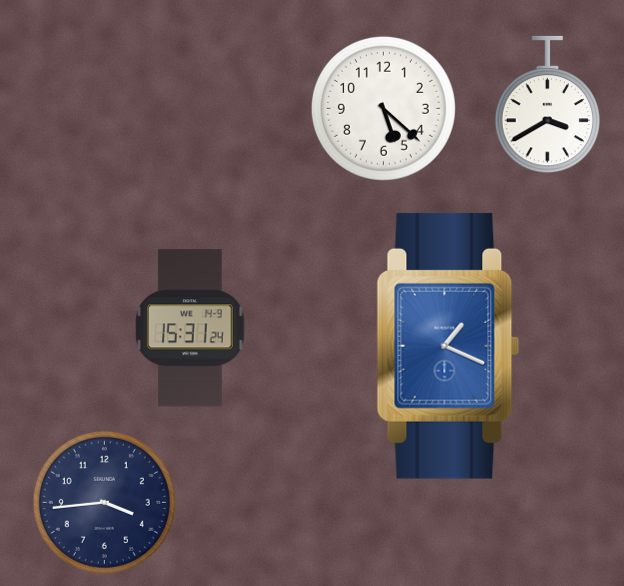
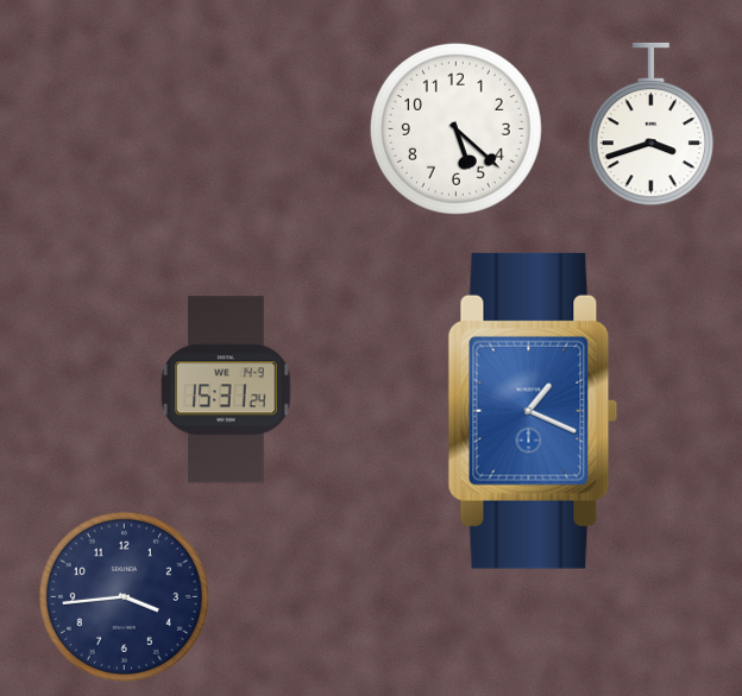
clock at (547, 105): 3:40 -> 3:42
